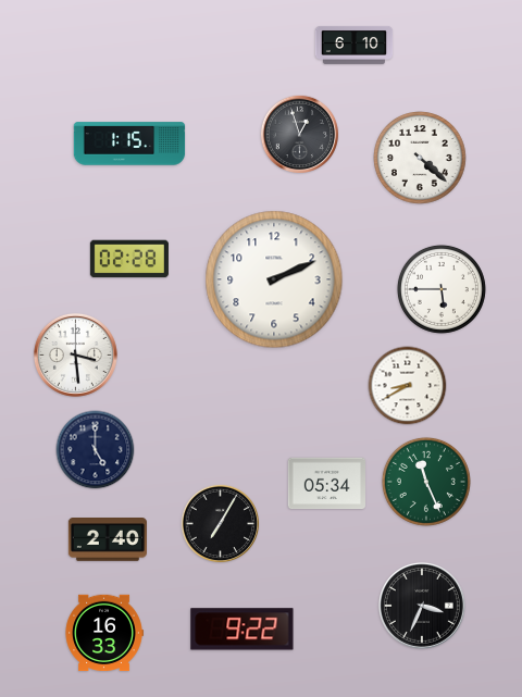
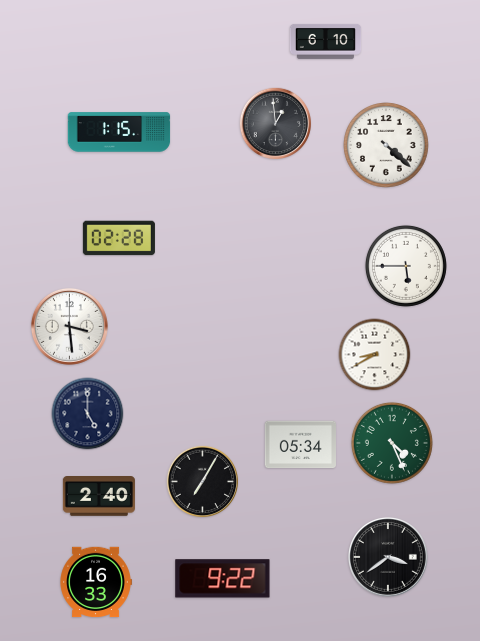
clock at (300, 135): 12:57 -> 12:59
clock at (274, 279): 2:11 -> none
clock at (426, 482): 11:26 -> 4:26
clock at (422, 606): 3:34 -> 3:39
